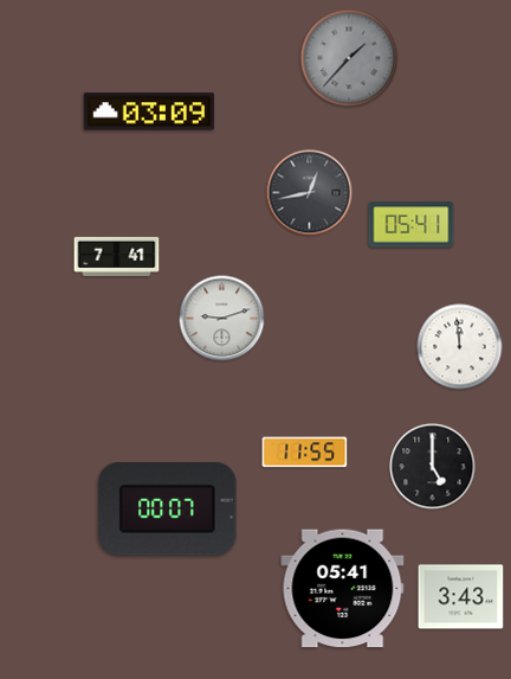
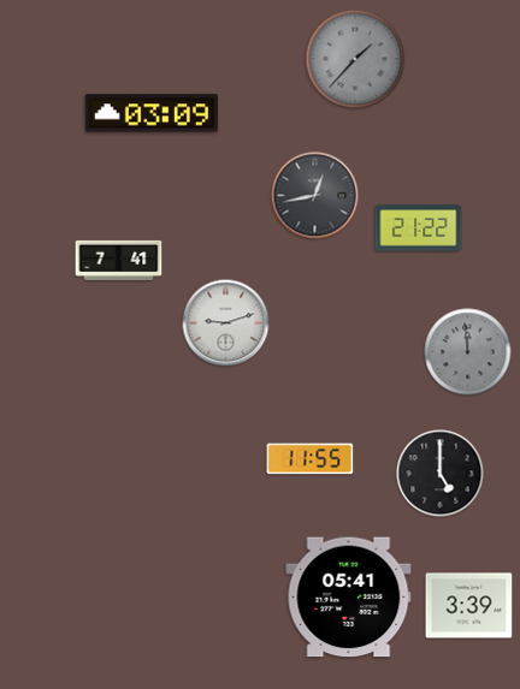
clock at (412, 225): 05:41 -> 21:22
clock at (460, 347) dial: white -> grey
clock at (168, 510): 00:07 -> none
clock at (461, 597): 3:43 -> 3:39
